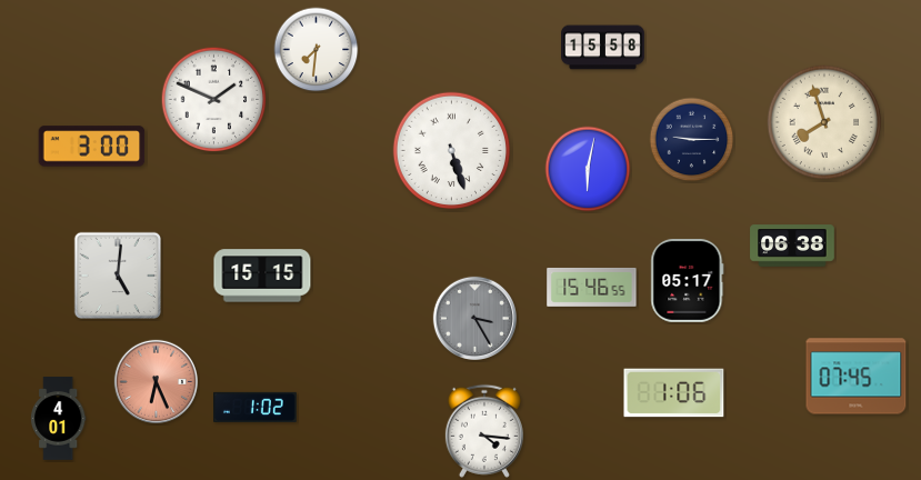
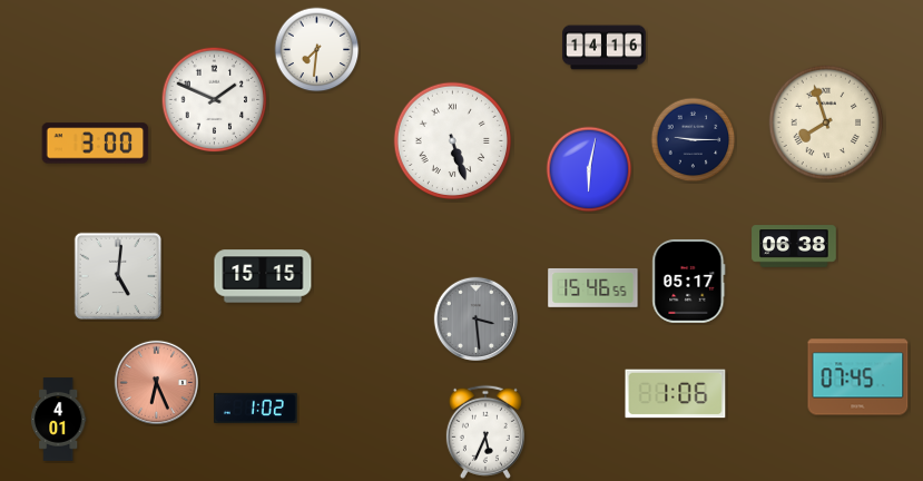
clock at (603, 48): 15:58 -> 14:16
clock at (92, 147) position: (92, 147) -> (96, 144)
clock at (452, 151) position: (452, 151) -> (453, 141)
clock at (474, 318): 3:25 -> 3:29
clock at (484, 431): 4:16 -> 5:34
